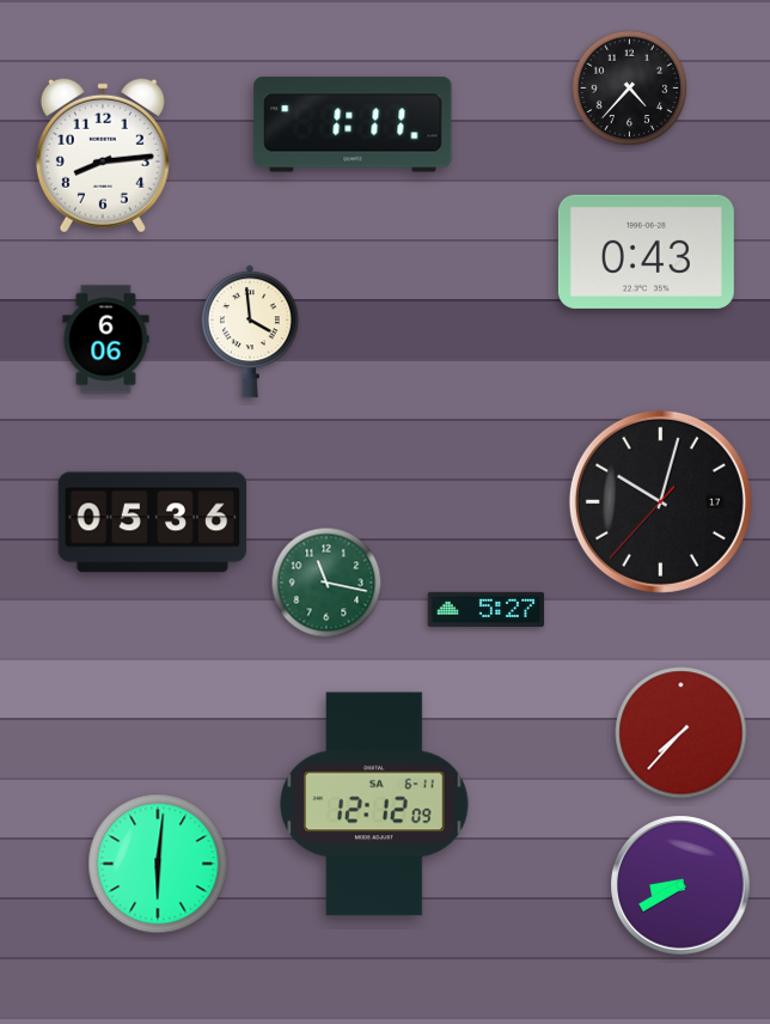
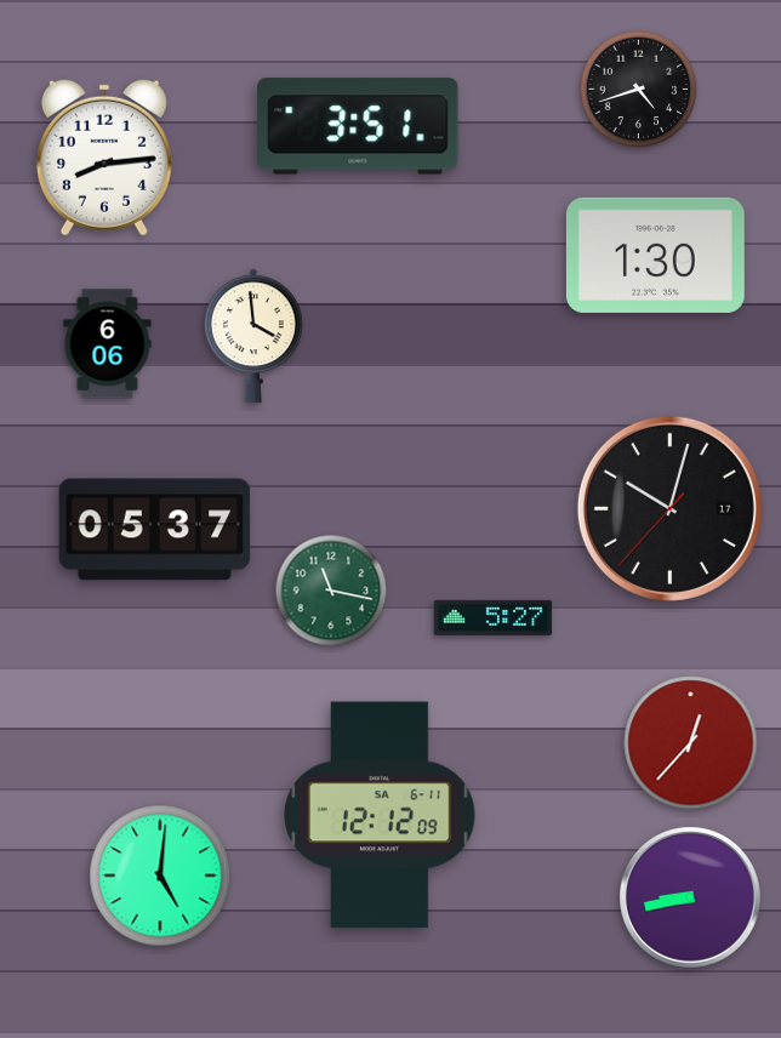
clock at (630, 89): 4:37 -> 4:42
clock at (353, 124): 1:11 -> 3:51
clock at (646, 251): 0:43 -> 1:30
clock at (153, 523): 05:36 -> 05:37
clock at (682, 733): 7:37 -> 12:37
clock at (158, 864): 6:01 -> 5:01
clock at (680, 885): 8:40 -> 8:43
